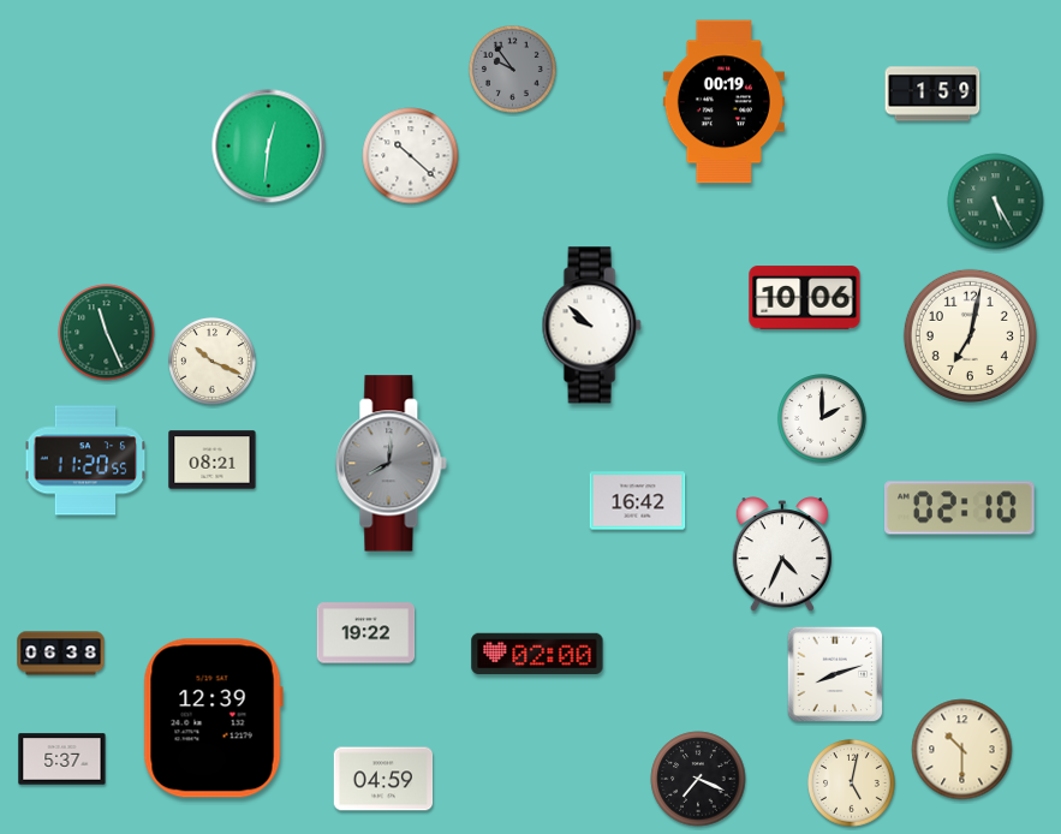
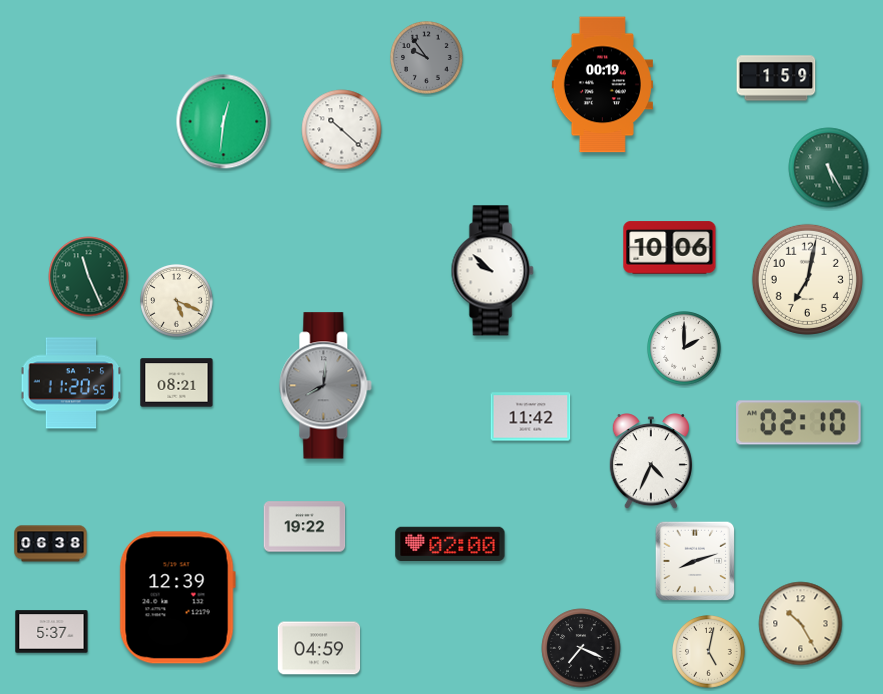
clock at (213, 362): 10:19 -> 5:19
clock at (638, 501): 16:42 -> 11:42
clock at (537, 654) position: (537, 654) -> (450, 544)
clock at (962, 750): 10:30 -> 10:25
